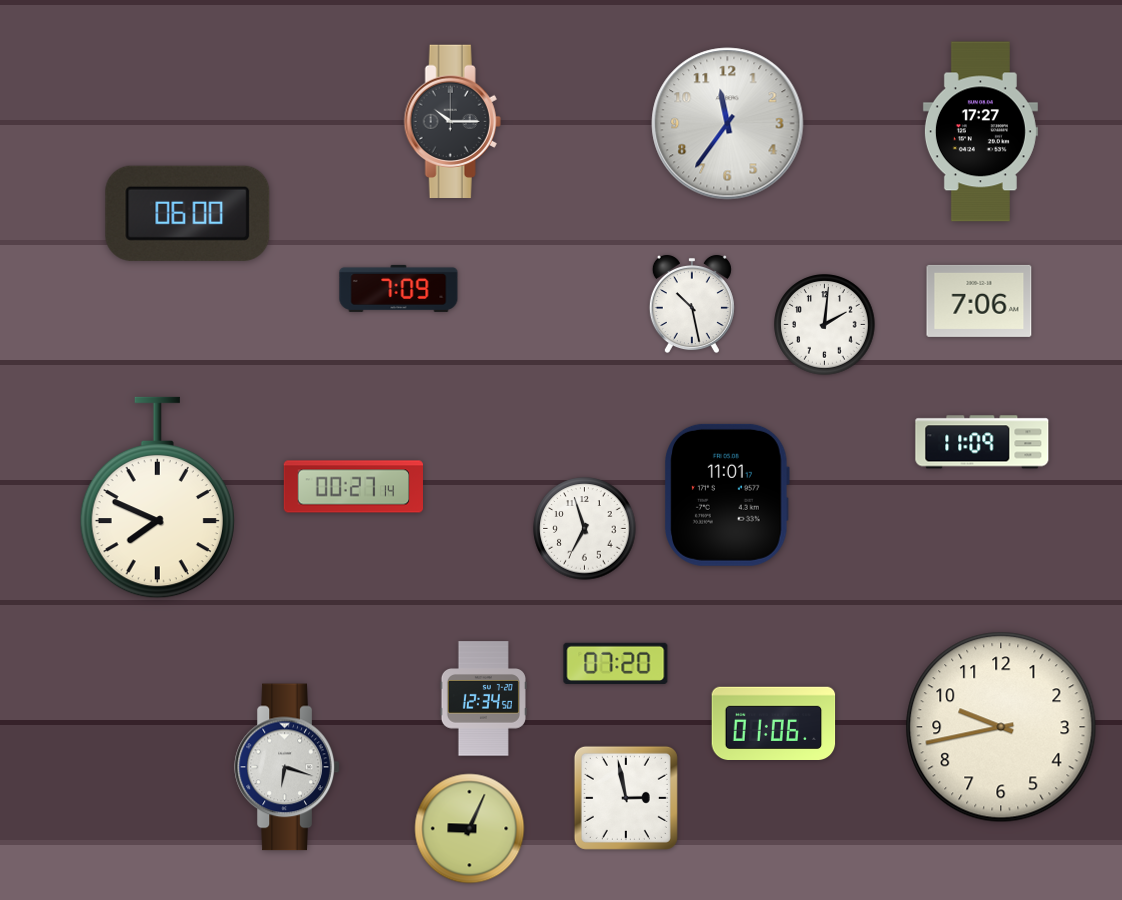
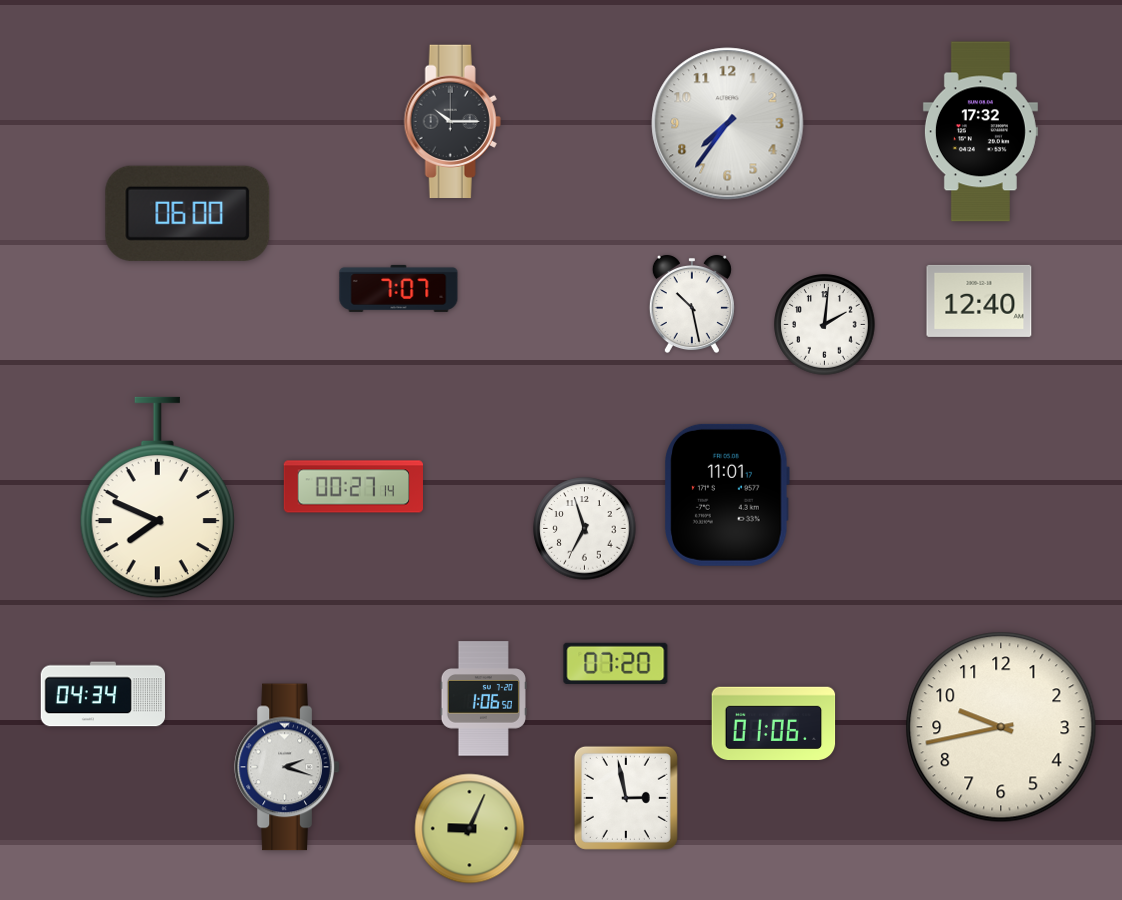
clock at (728, 124): 11:36 -> 7:36
clock at (980, 132): 17:27 -> 17:32
clock at (399, 288): 7:09 -> 7:07
clock at (979, 301): 7:06 -> 12:40
clock at (982, 442): 11:09 -> none
clock at (102, 694): none -> 04:34
clock at (483, 699): 12:34 -> 1:06
clock at (287, 767): 6:18 -> 2:18
